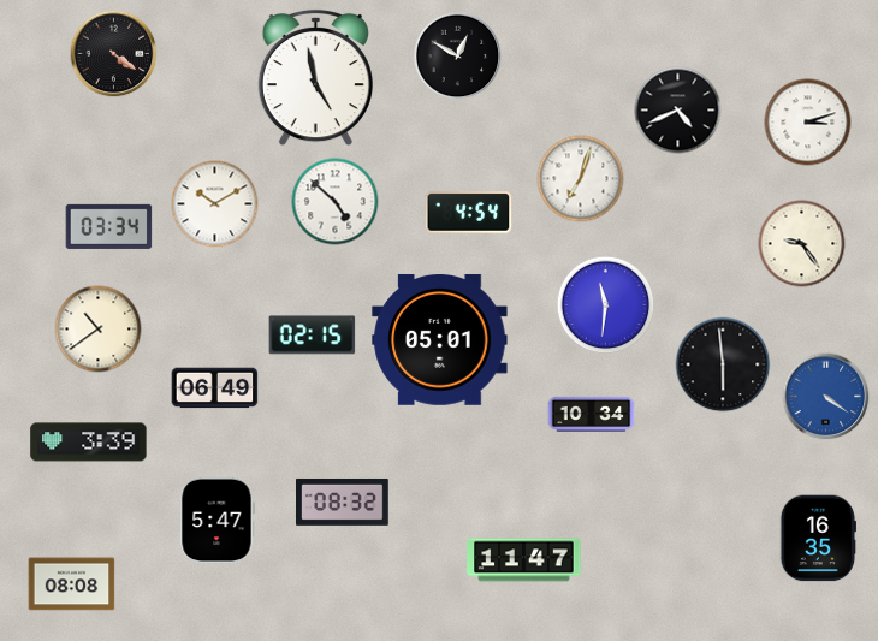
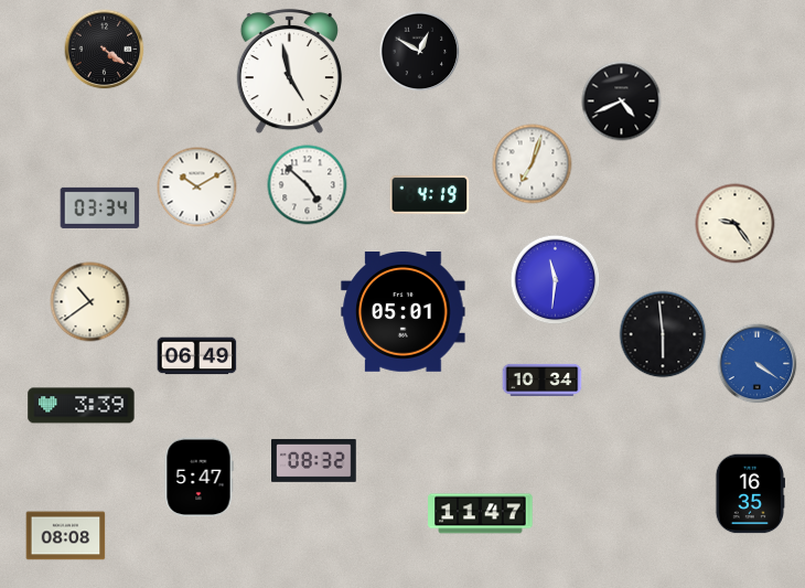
clock at (808, 123): 3:12 -> none
clock at (469, 213): 4:54 -> 4:19
clock at (313, 336): 02:15 -> none
